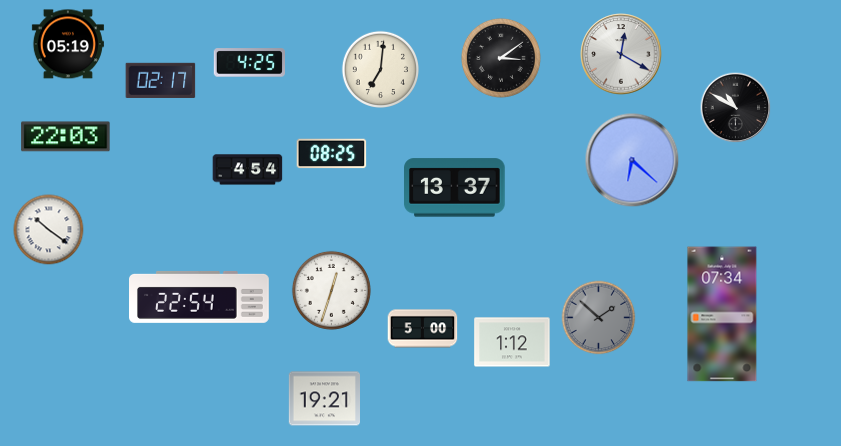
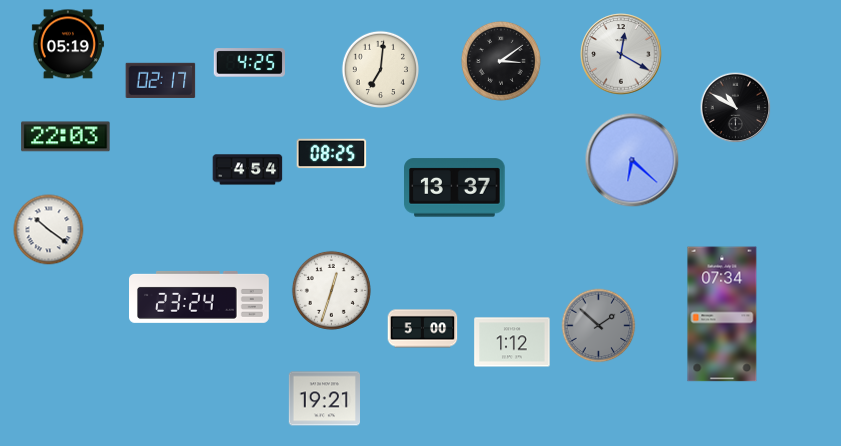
clock at (501, 58) position: (501, 58) -> (501, 61)
clock at (200, 297): 22:54 -> 23:24
clock at (599, 318) position: (599, 318) -> (599, 326)
